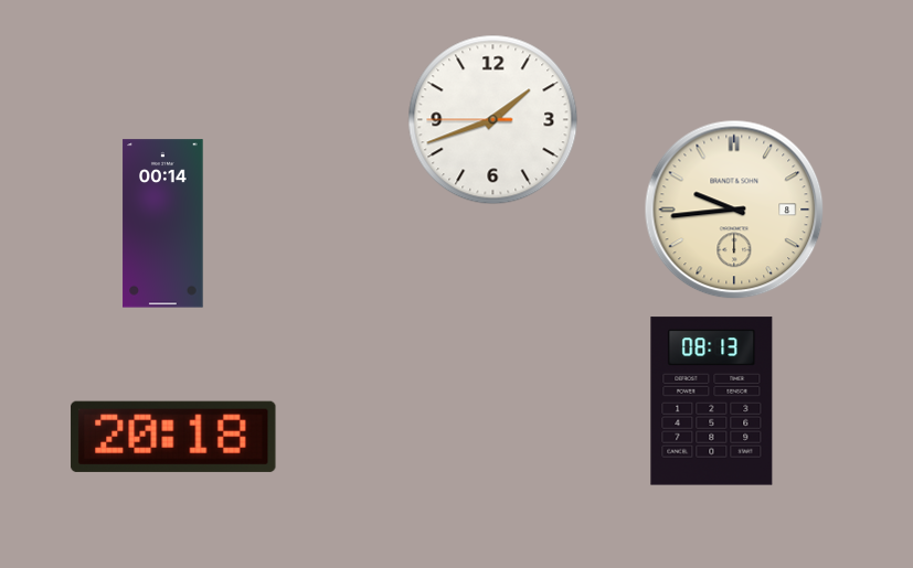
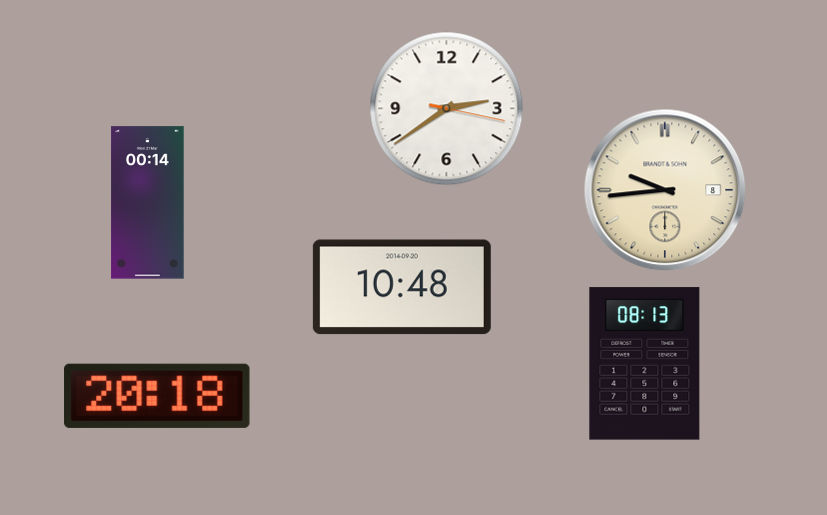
clock at (493, 120): 1:41 -> 2:39
clock at (402, 287): none -> 10:48
